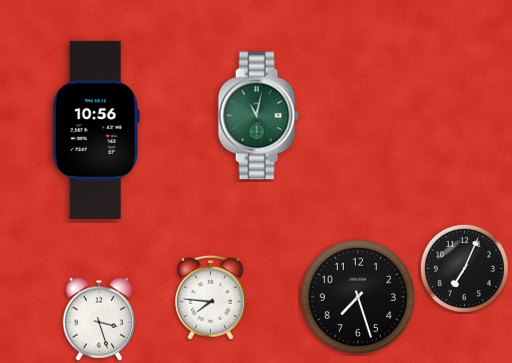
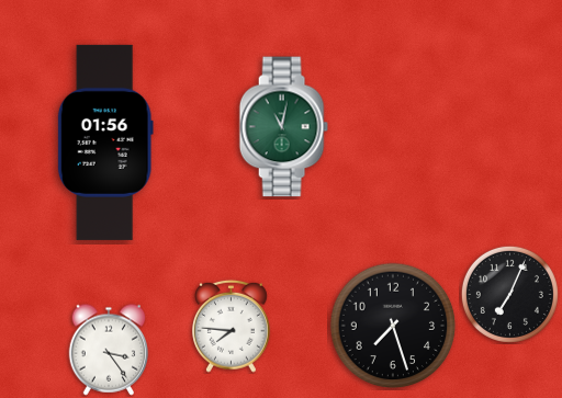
clock at (96, 130): 10:56 -> 01:56
clock at (99, 319): 3:27 -> 3:24
